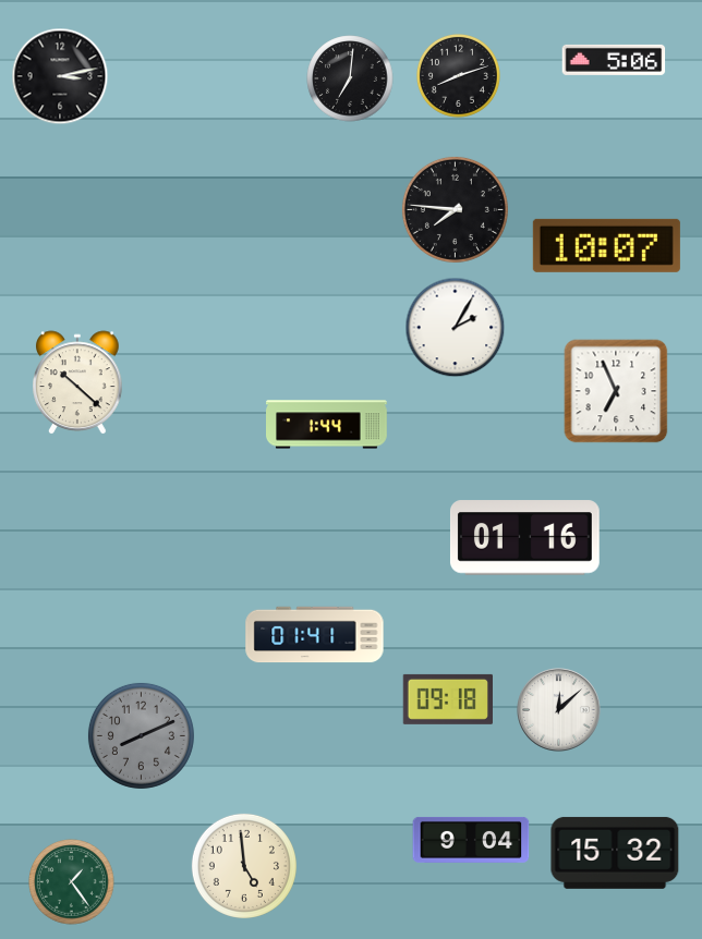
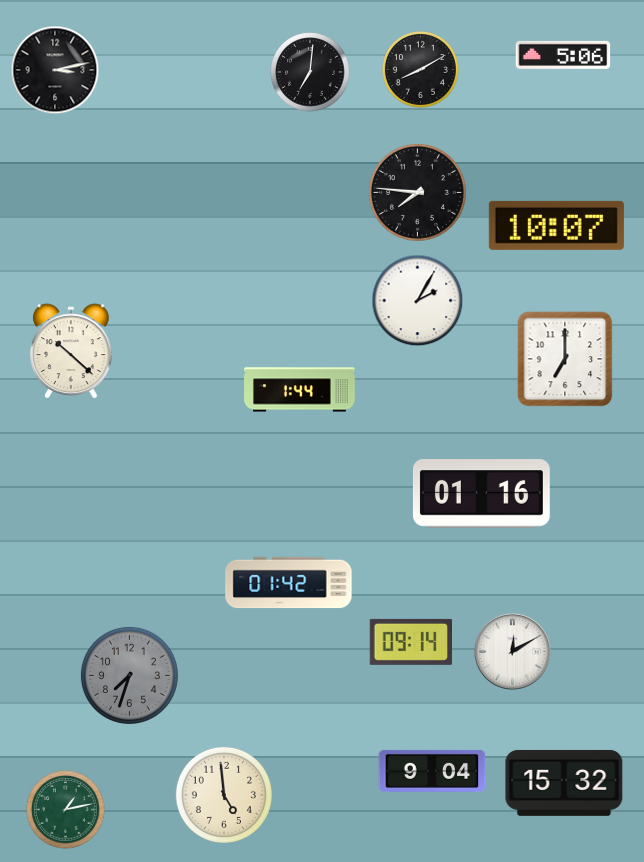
clock at (458, 75): 8:12 -> 8:10
clock at (350, 78) position: (350, 78) -> (310, 72)
clock at (616, 391): 6:56 -> 7:00
clock at (315, 635): 01:41 -> 01:42
clock at (447, 699): 09:18 -> 09:14
clock at (559, 710): 12:08 -> 12:10
clock at (141, 735): 8:11 -> 7:33
clock at (72, 882): 1:24 -> 1:13
